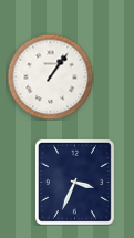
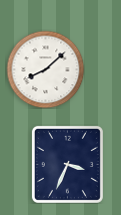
clock at (50, 76): 1:06 -> 8:08
